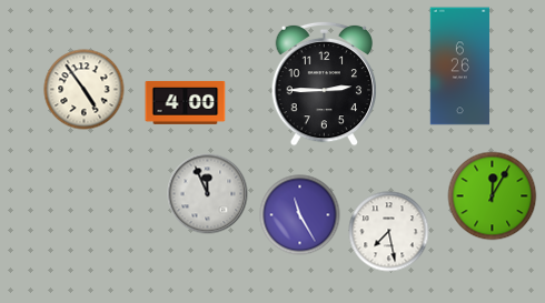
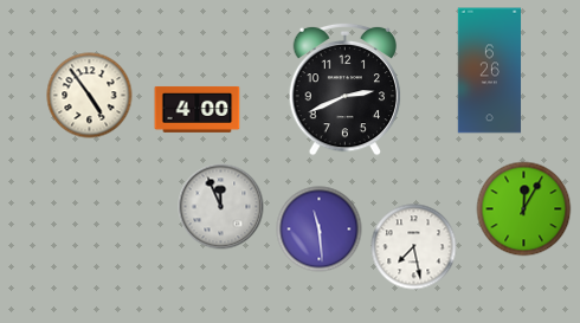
clock at (325, 83): 2:45 -> 2:41
clock at (300, 215): 11:25 -> 11:29
